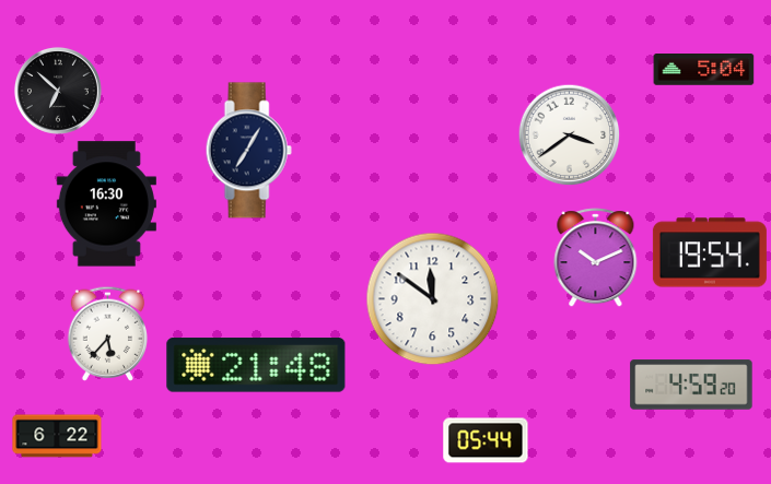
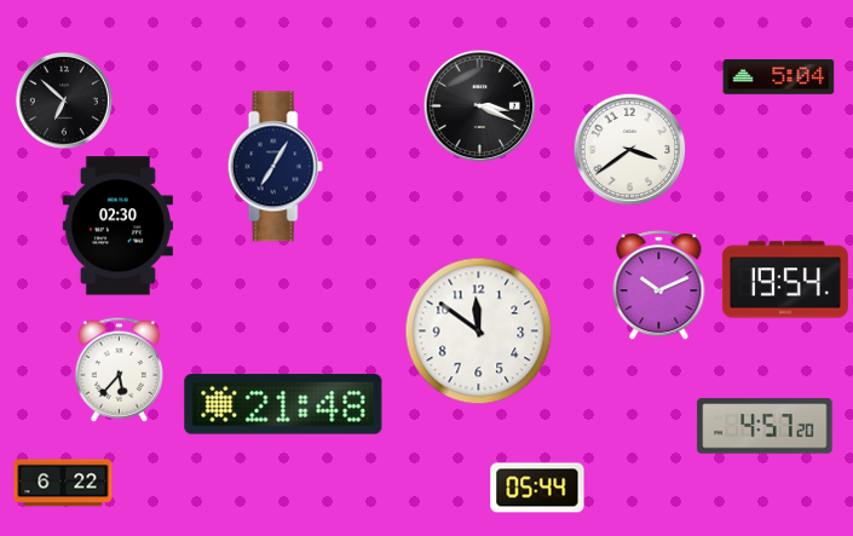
clock at (479, 105): none -> 3:19
clock at (106, 204): 16:30 -> 02:30
clock at (691, 385): 4:59 -> 4:57
